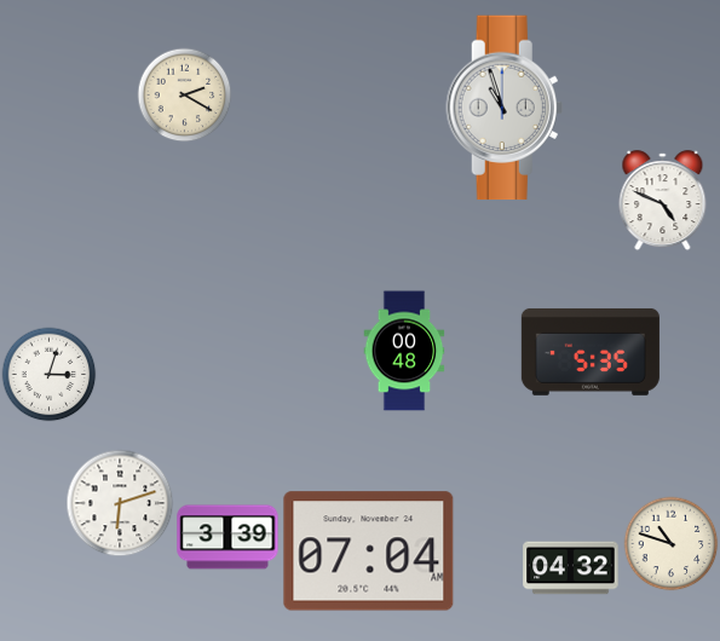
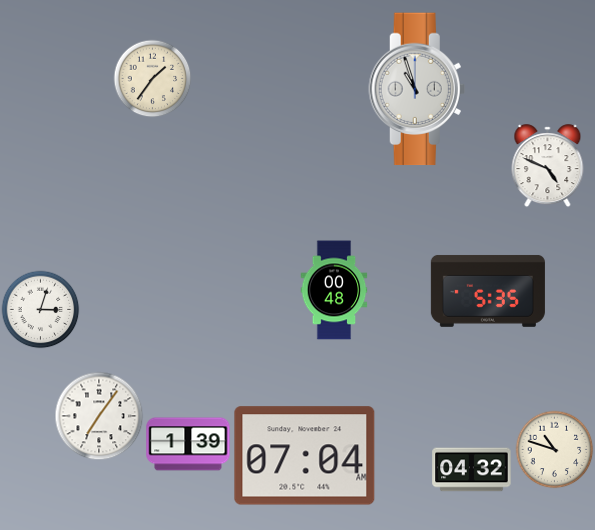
clock at (184, 94): 2:20 -> 1:36
clock at (120, 503): 6:12 -> 7:06
clock at (227, 537): 3:39 -> 1:39
